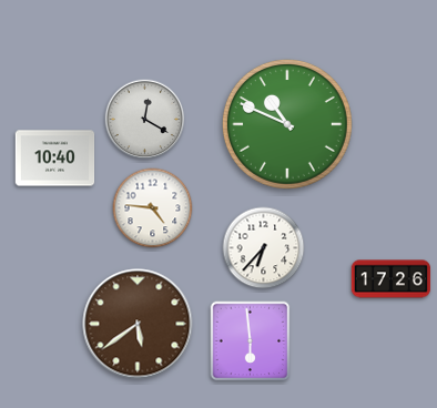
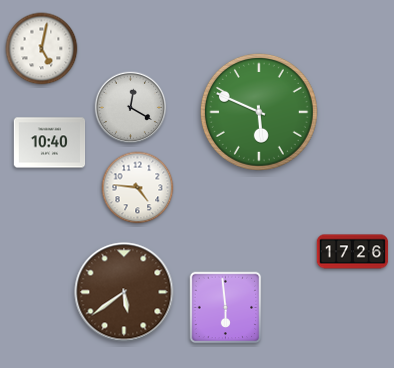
clock at (42, 49): none -> 5:02
clock at (287, 124): 10:49 -> 5:49
clock at (264, 248): 6:37 -> none
